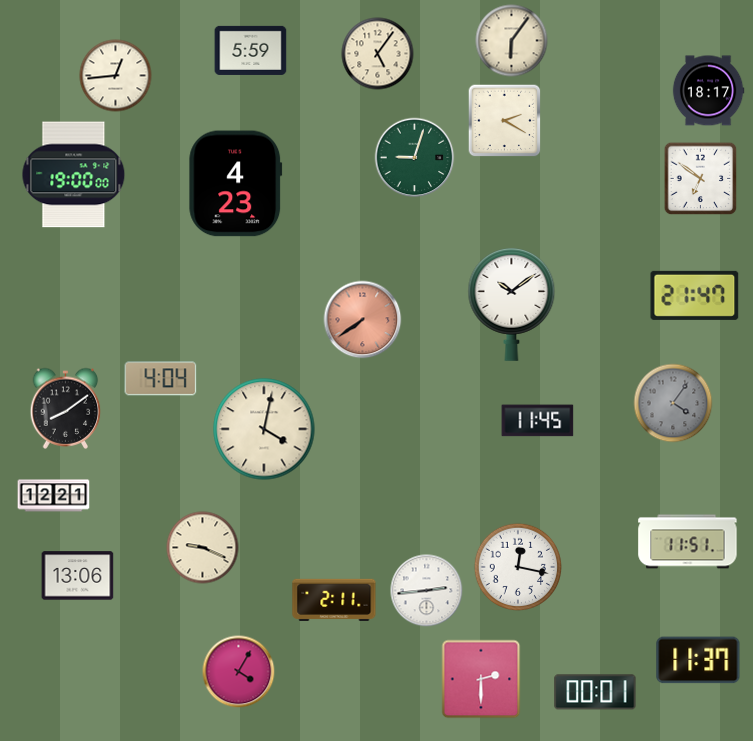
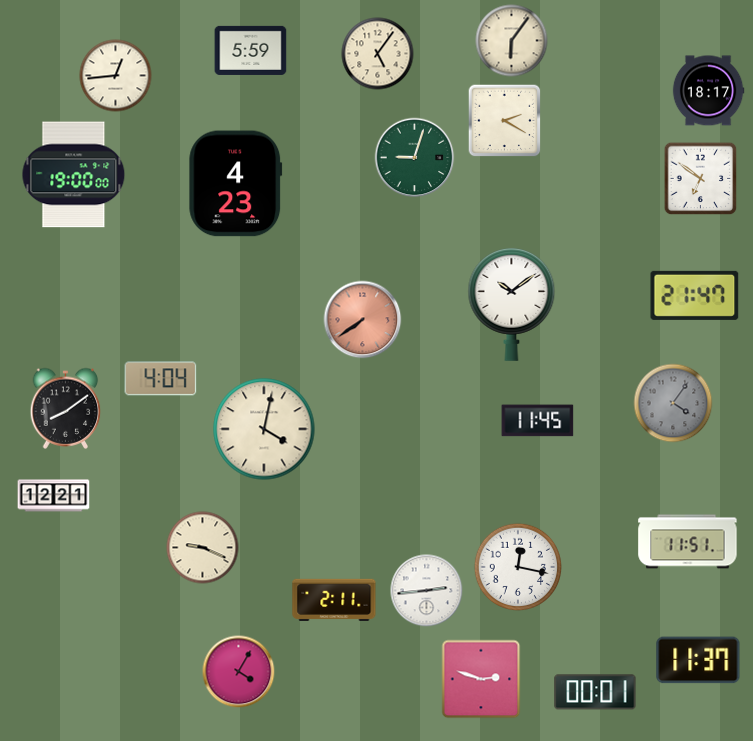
clock at (78, 576): 13:06 -> none
clock at (481, 679): 2:30 -> 2:48
